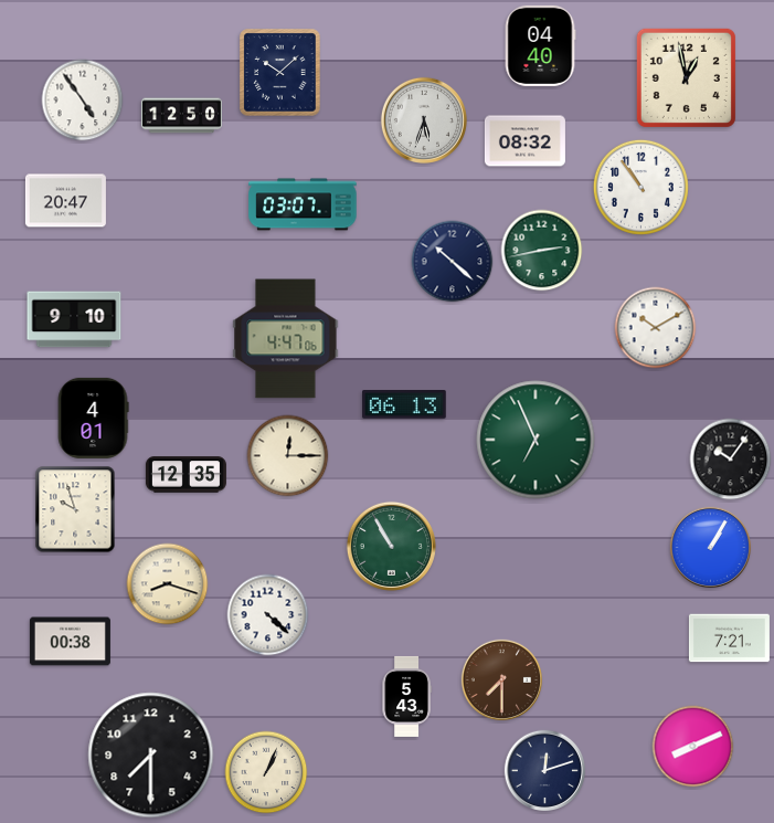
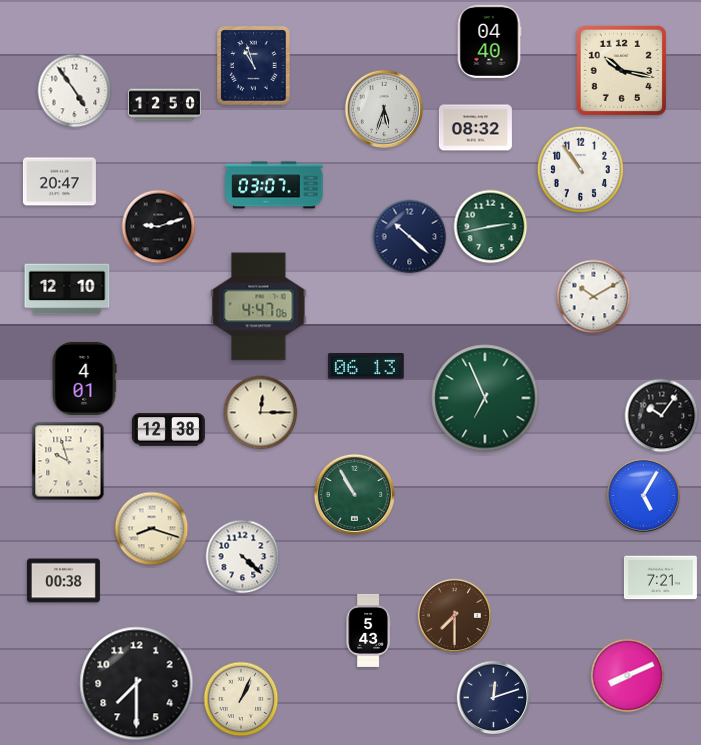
clock at (280, 73): 10:08 -> 10:57
clock at (686, 77): 12:58 -> 10:17
clock at (159, 227): none -> 9:12
clock at (74, 319): 9:10 -> 12:10
clock at (185, 475): 12:35 -> 12:38
clock at (710, 547): 1:05 -> 5:05
